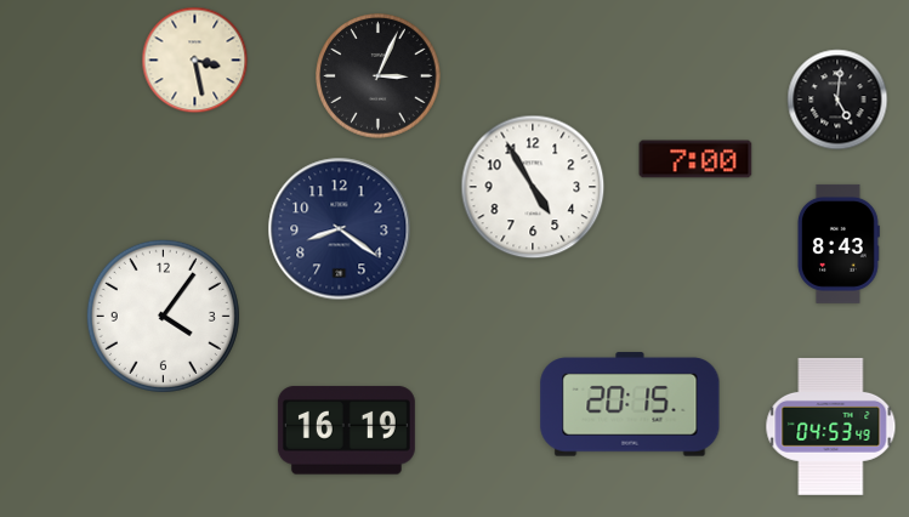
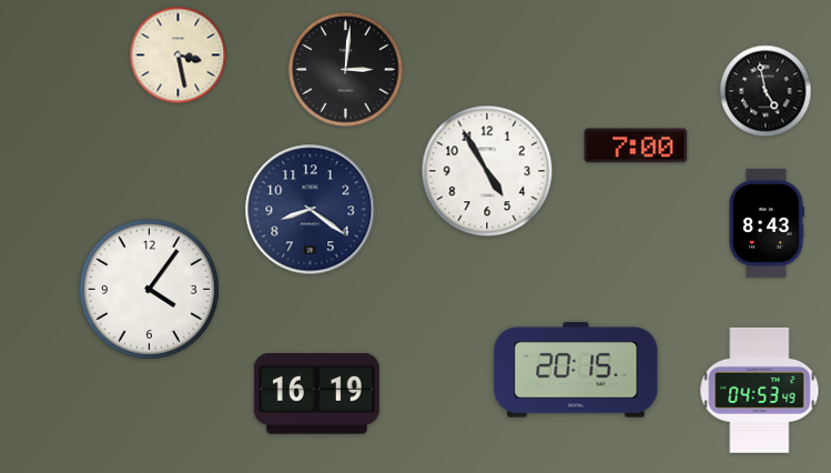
clock at (379, 76): 3:04 -> 3:01
clock at (837, 100): 5:01 -> 4:58
